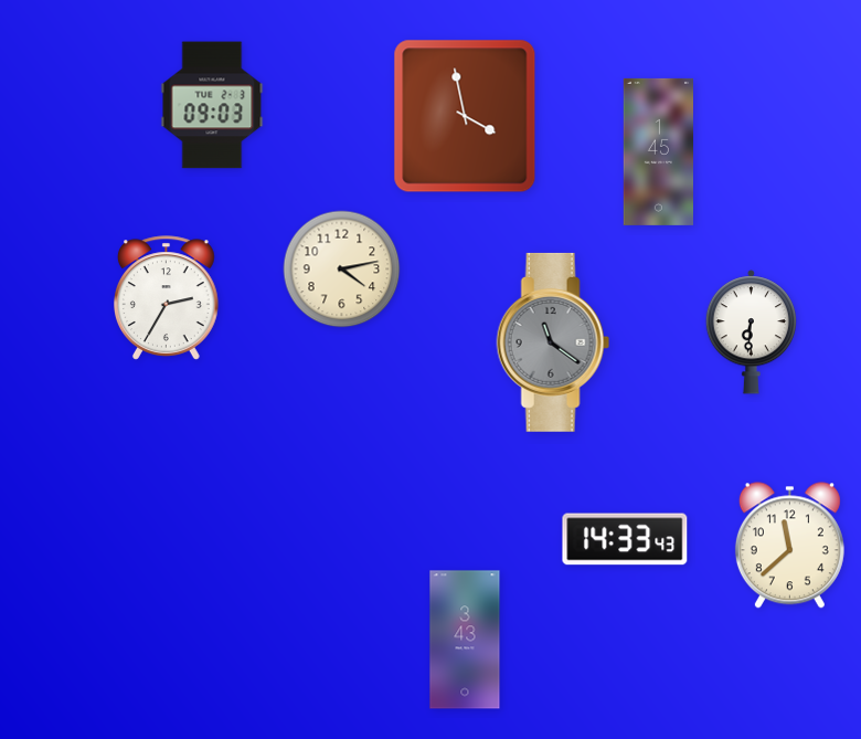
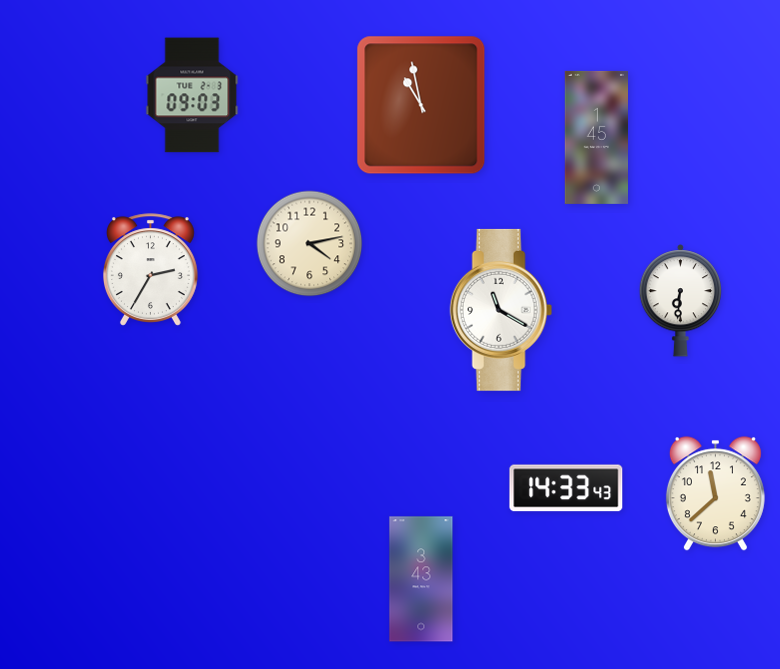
clock at (465, 116): 3:58 -> 10:58
clock at (553, 342): 11:21 -> 11:20
clock at (553, 342) dial: grey -> white
